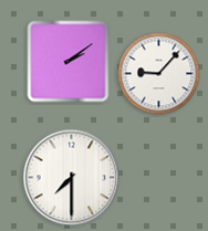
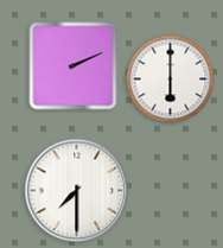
clock at (69, 62): 2:09 -> 2:11
clock at (159, 74): 9:07 -> 6:00
